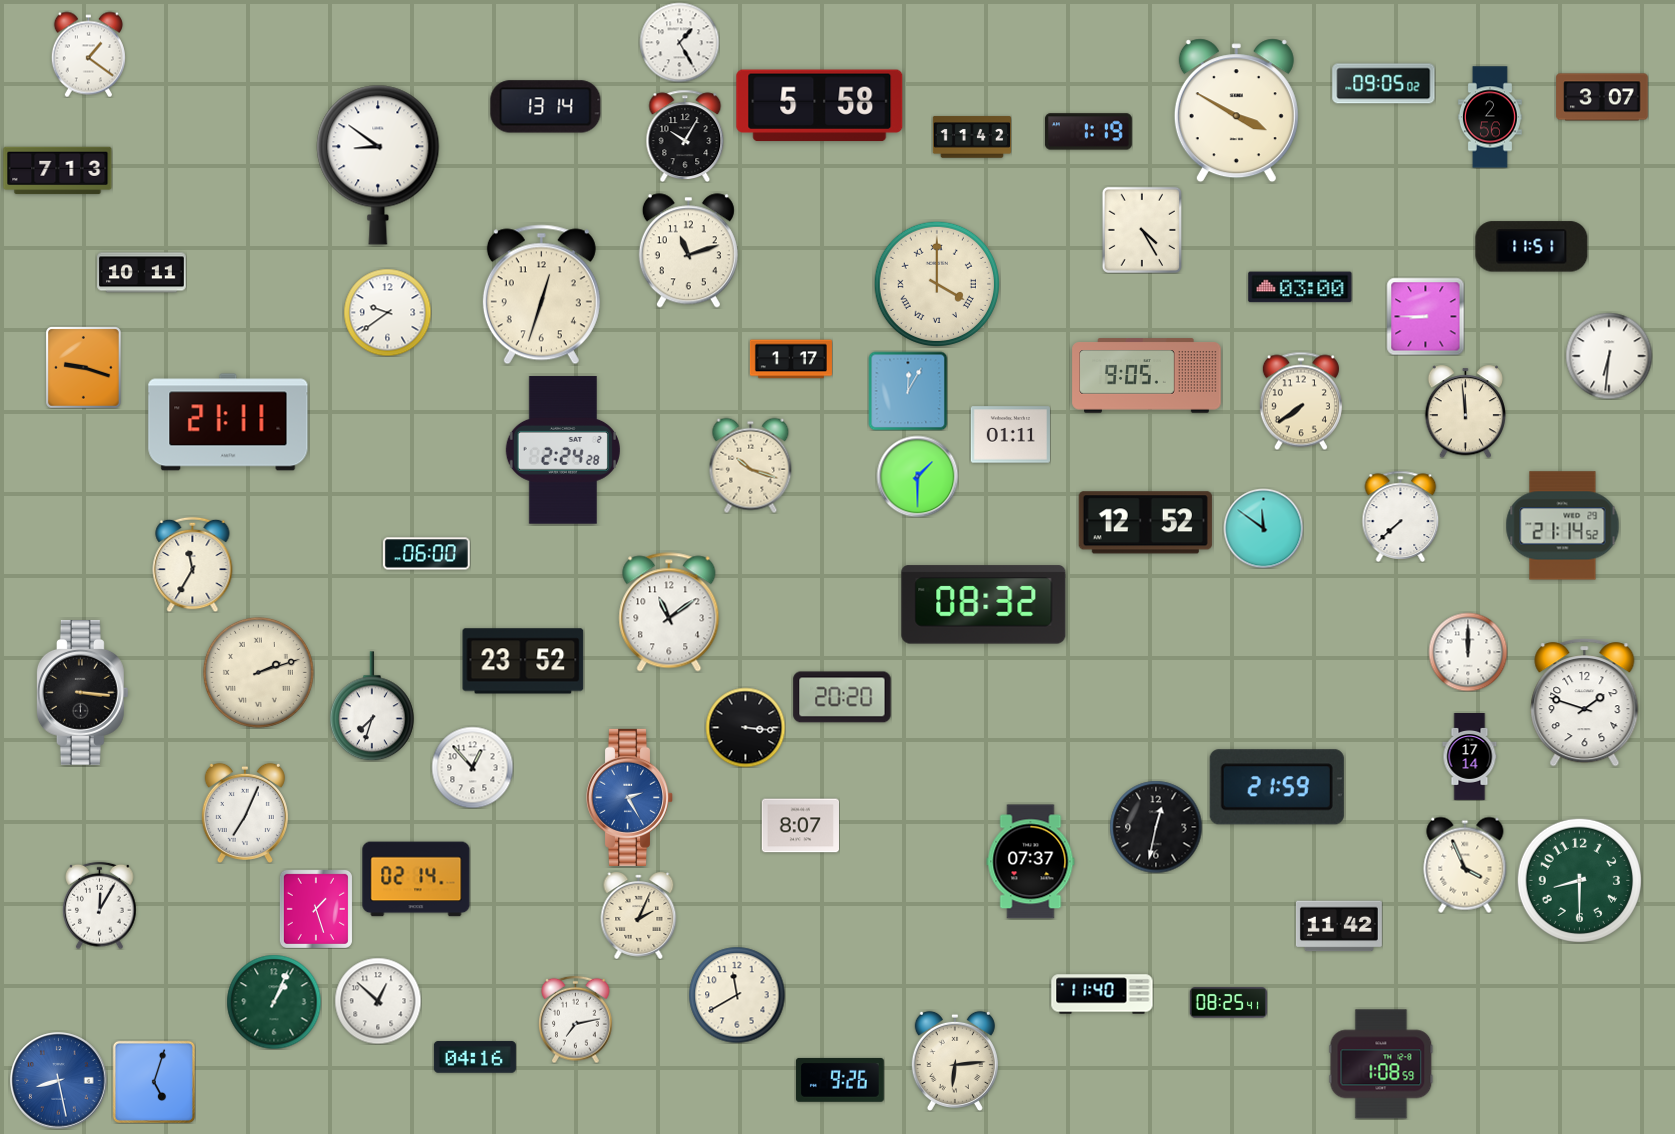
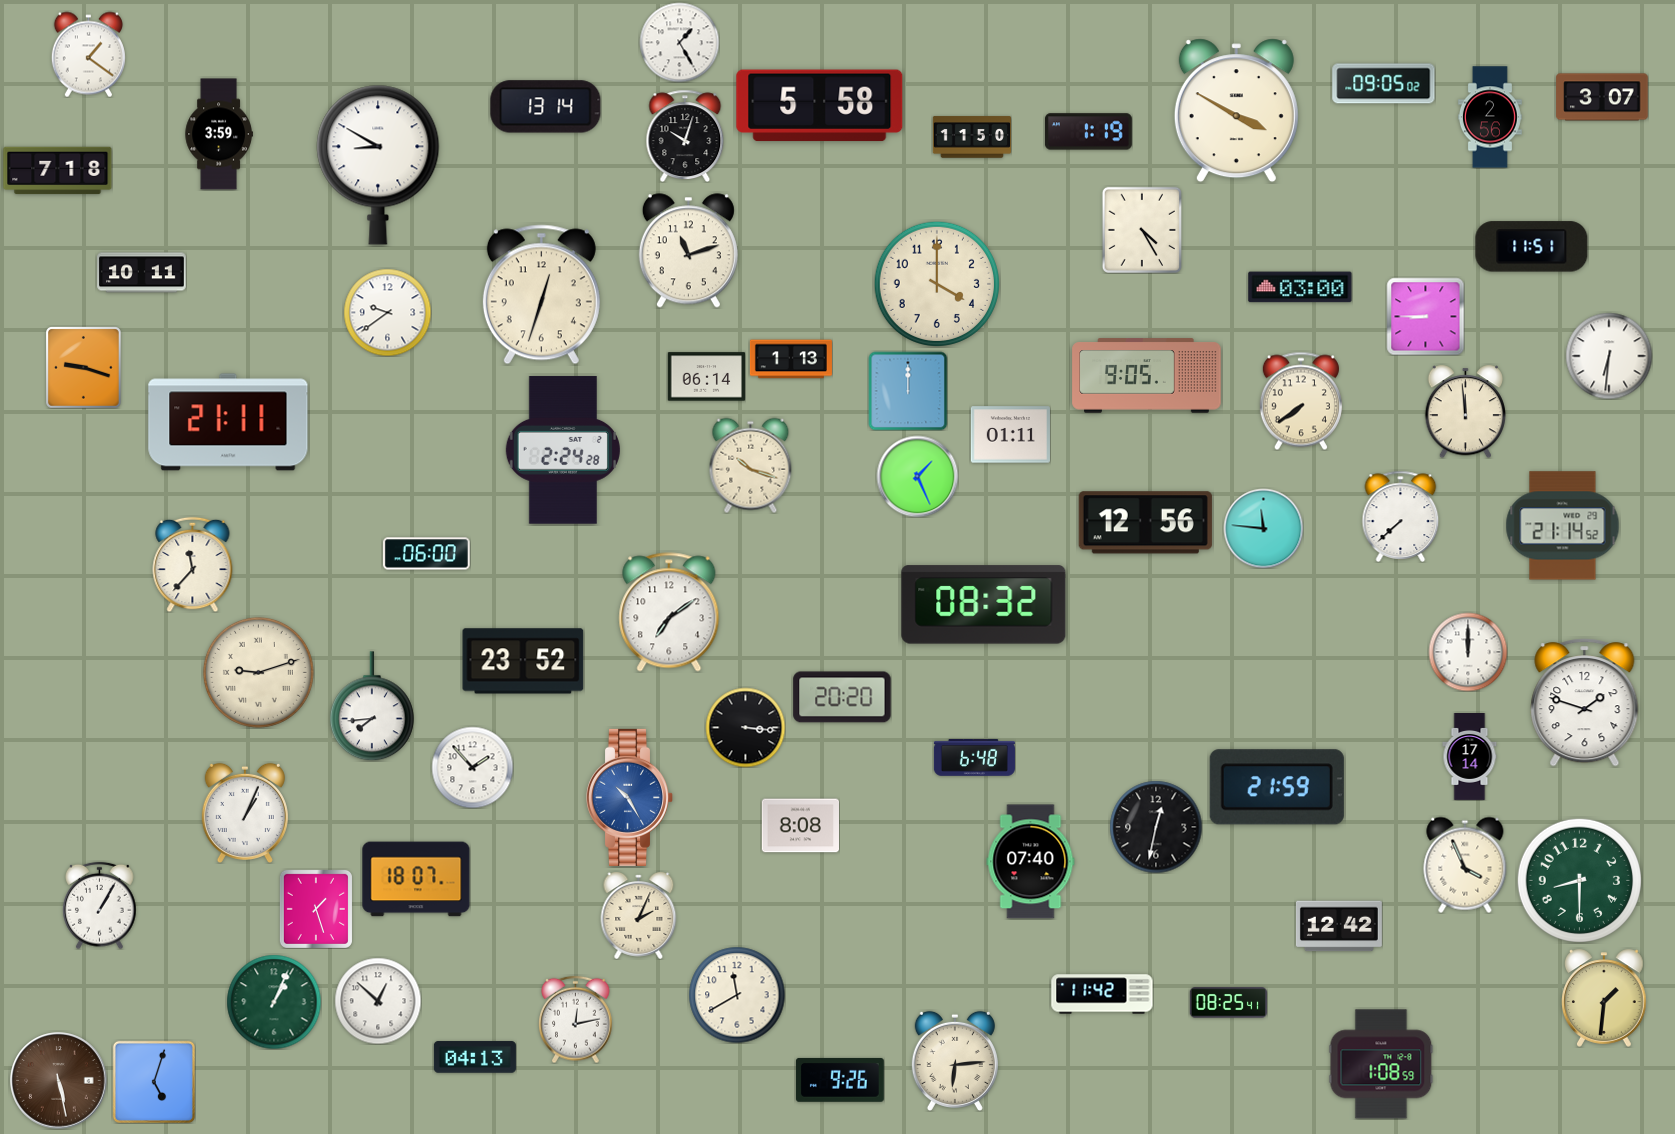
clock at (219, 134): none -> 3:59
clock at (685, 135): 10:05 -> 10:03
clock at (971, 137): 11:42 -> 11:50
clock at (378, 165): 8:51 -> 8:50
clock at (58, 171): 7:13 -> 7:18
clock at (936, 283) numerals: Roman -> Arabic
clock at (791, 359): 1:17 -> 1:13
clock at (706, 377): none -> 06:14
clock at (908, 391): 12:05 -> 12:00
clock at (917, 476): 1:30 -> 1:26
clock at (1145, 523): 12:52 -> 12:56
clock at (1263, 528): 11:51 -> 11:46
clock at (193, 564): 11:35 -> 11:37
clock at (669, 612): 11:09 -> 7:09
clock at (258, 672): 2:12 -> 9:12
clock at (82, 692): 3:16 -> none
clock at (372, 706): 7:33 -> 7:44
clock at (974, 758): none -> 6:48
clock at (472, 767): 12:53 -> 1:53
clock at (629, 797): 2:25 -> 10:25
clock at (245, 812): 7:04 -> 1:04
clock at (800, 826): 8:07 -> 8:08
clock at (1031, 862): 07:37 -> 07:40
clock at (416, 879): 02:14 -> 18:07
clock at (100, 905): 12:05 -> 1:05
clock at (1339, 926): 11:42 -> 12:42
clock at (1102, 994): 11:40 -> 11:42
clock at (1605, 998): none -> 1:31
clock at (576, 1019): 7:13 -> 12:13
clock at (475, 1057): 04:16 -> 04:13
clock at (59, 1081): 8:28 -> 5:28
clock at (59, 1081) dial: blue -> brown
